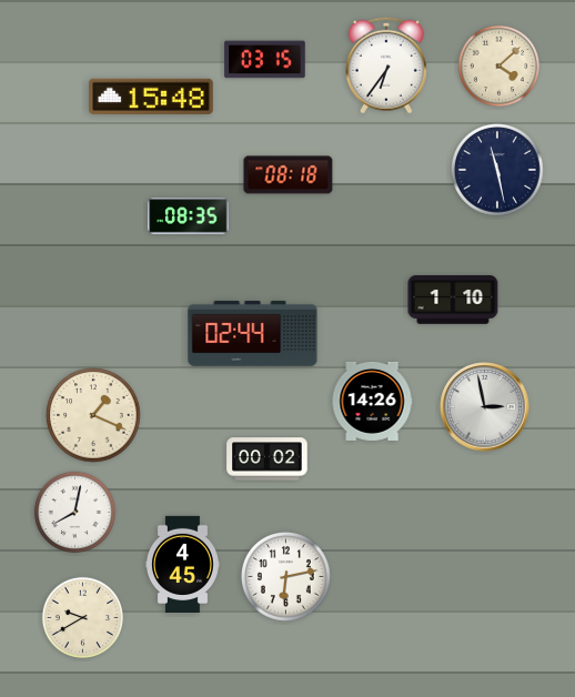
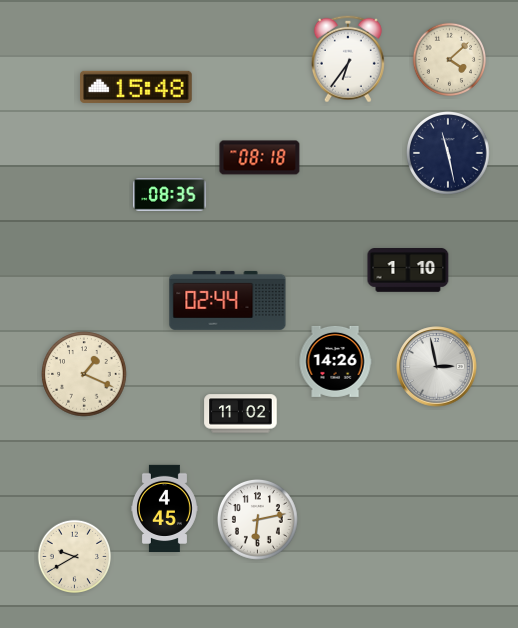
clock at (265, 60): 03:15 -> none
clock at (268, 459): 00:02 -> 11:02
clock at (74, 512): 8:02 -> none
